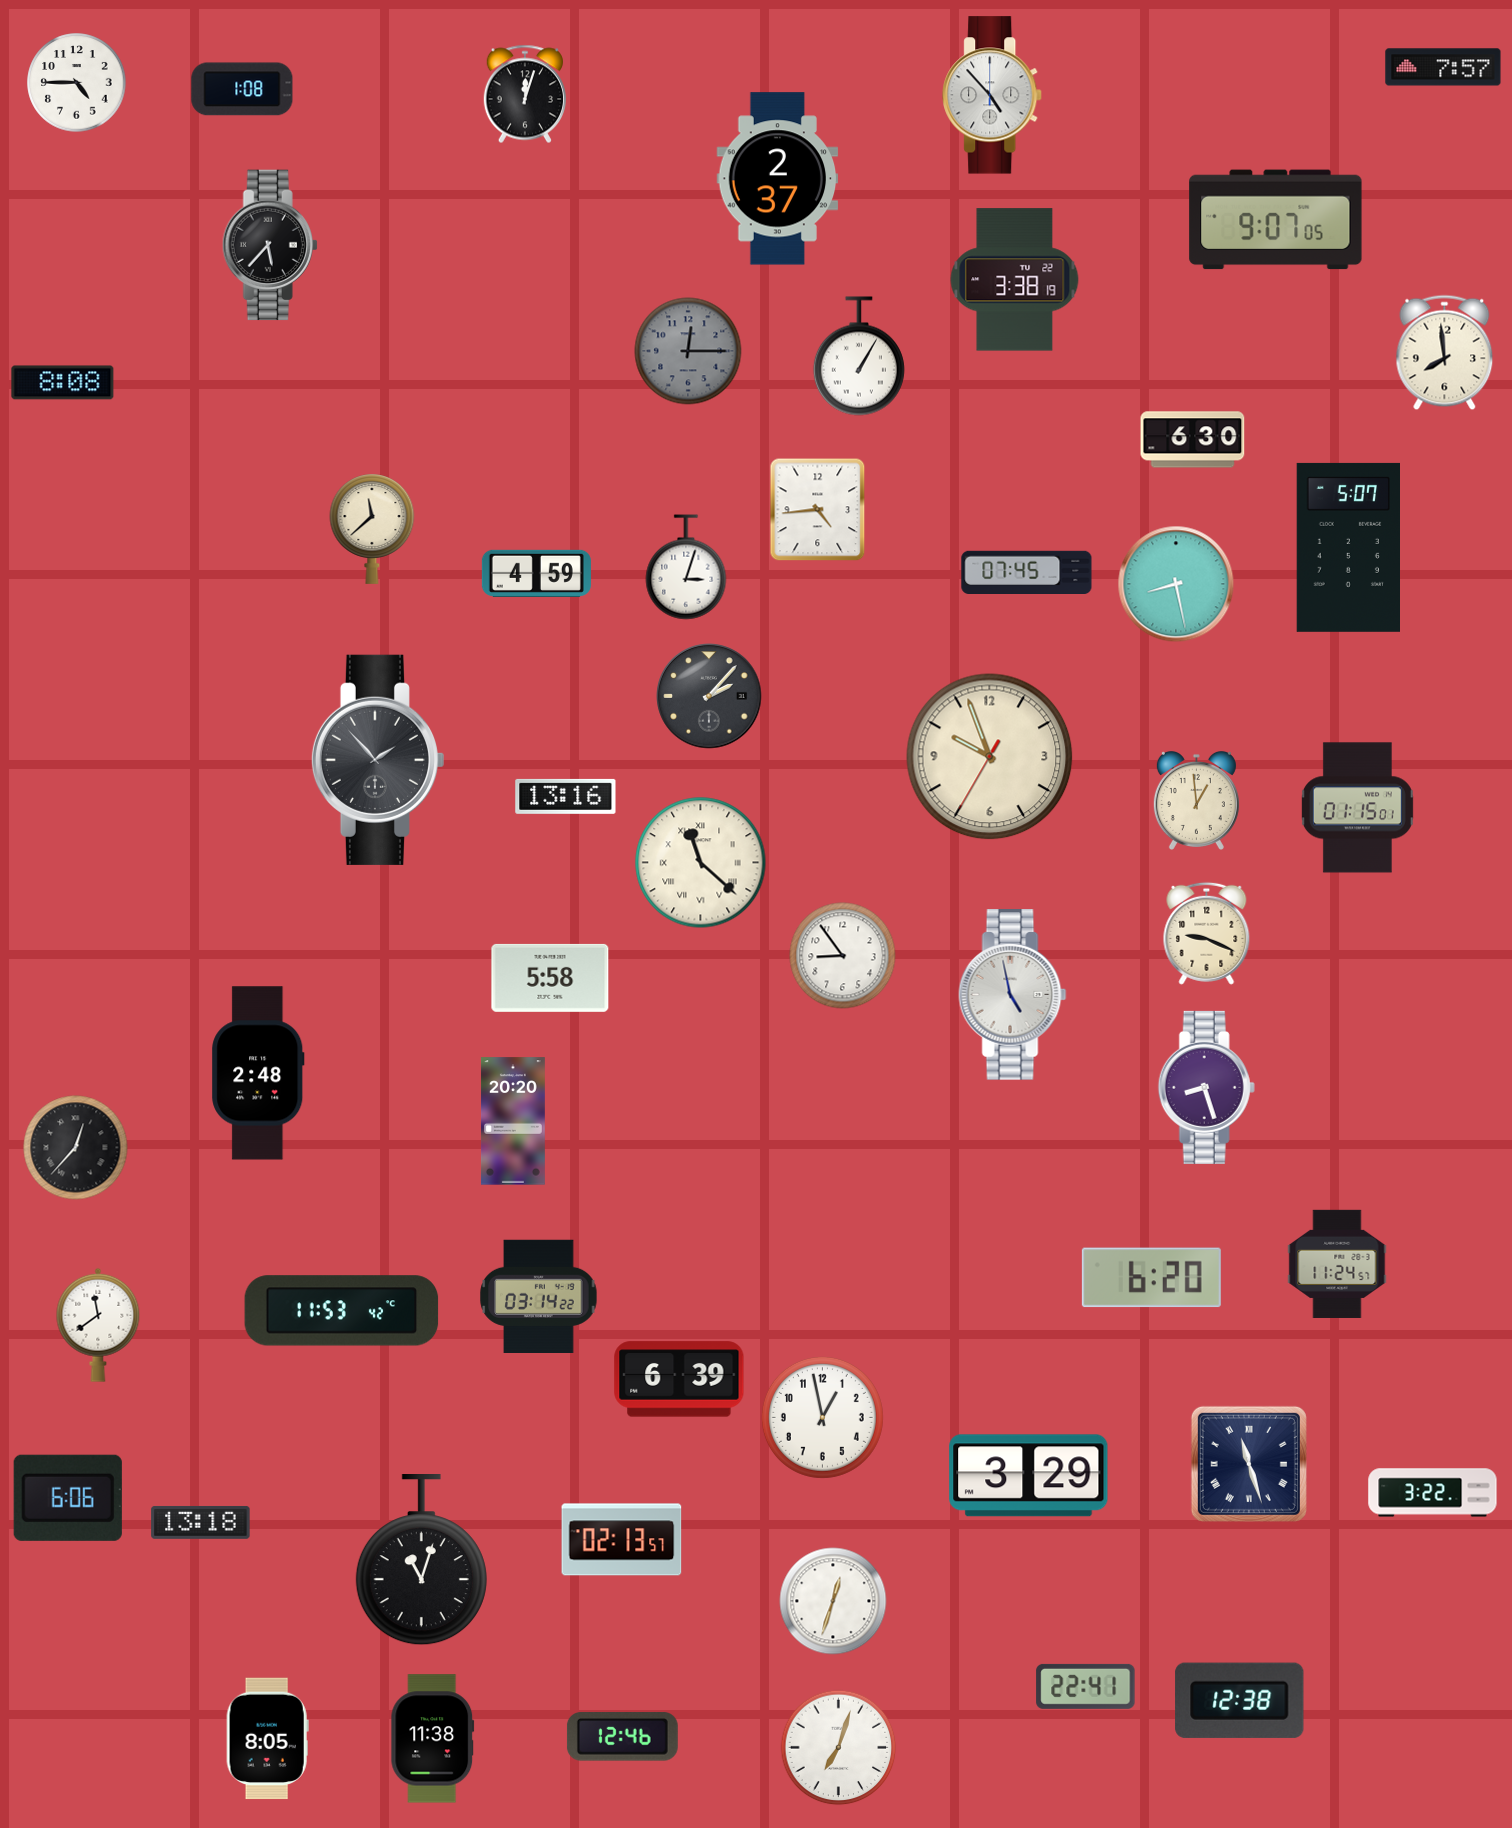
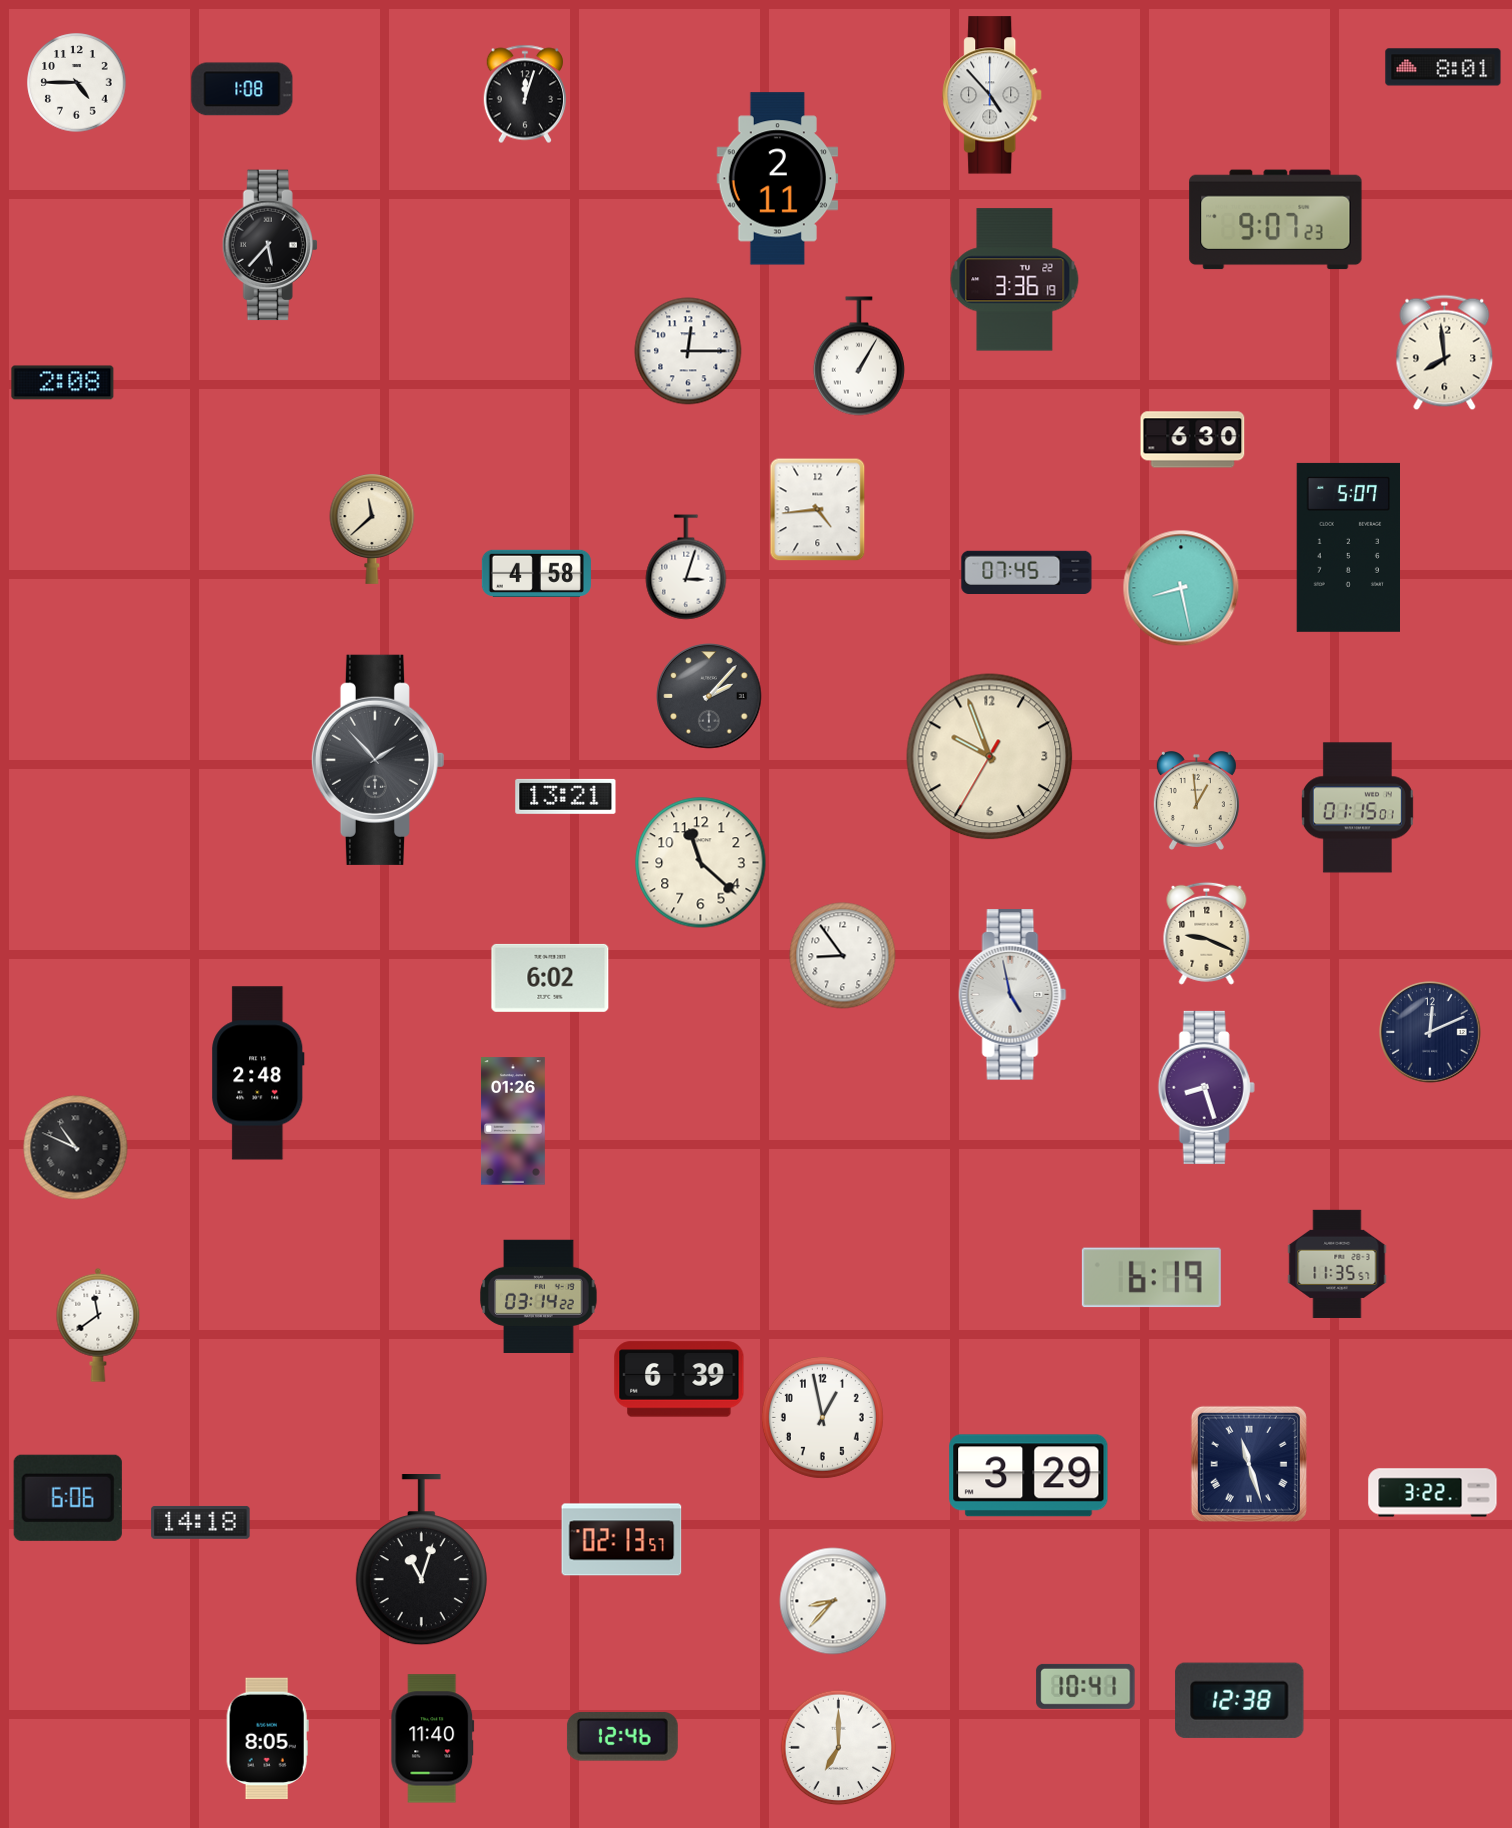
clock at (1443, 67): 7:57 -> 8:01
clock at (778, 179): 2:37 -> 2:11
clock at (1276, 220): 9:07:05 -> 9:07:23
clock at (1015, 280): 3:38 -> 3:36
clock at (688, 351) dial: grey -> white
clock at (63, 383): 8:08 -> 2:08
clock at (536, 573): 4:59 -> 4:58
clock at (1176, 584) position: (1176, 584) -> (1181, 588)
clock at (566, 796): 13:16 -> 13:21
clock at (701, 863) numerals: Roman -> Arabic
clock at (550, 978): 5:58 -> 6:02
clock at (1430, 1032): none -> 12:11
clock at (513, 1121): 20:20 -> 01:26
clock at (76, 1148): 12:37 -> 10:49
clock at (1337, 1264): 11:24 -> 11:35
clock at (1151, 1278): 6:20 -> 6:19
clock at (342, 1311): 11:53 -> none
clock at (201, 1522): 13:18 -> 14:18
clock at (833, 1601): 12:33 -> 8:37
clock at (1086, 1686): 22:41 -> 10:41
clock at (433, 1739): 11:38 -> 11:40
clock at (839, 1748): 7:03 -> 7:00
